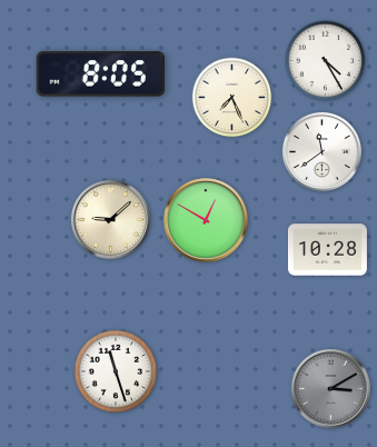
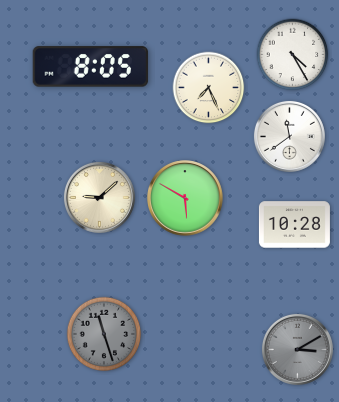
clock at (206, 220): 12:50 -> 5:50
clock at (116, 371) dial: white -> grey
